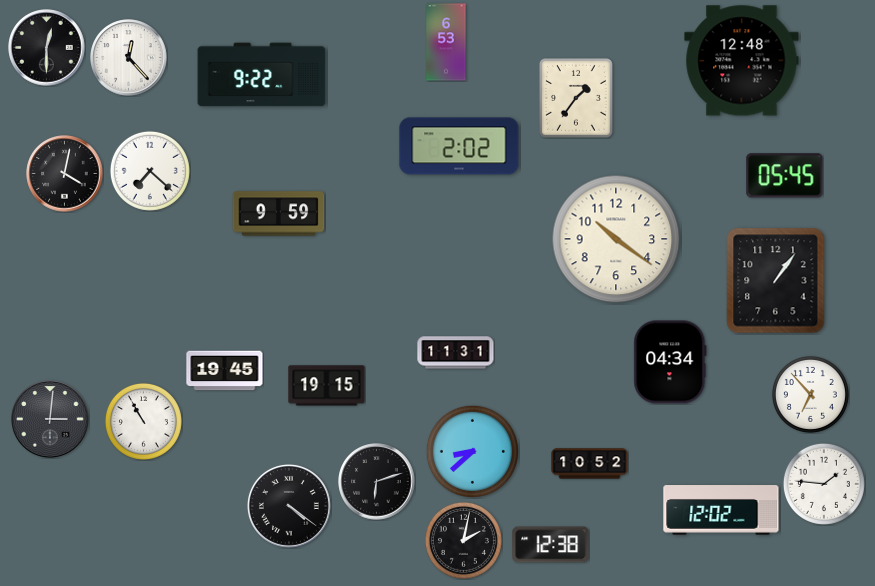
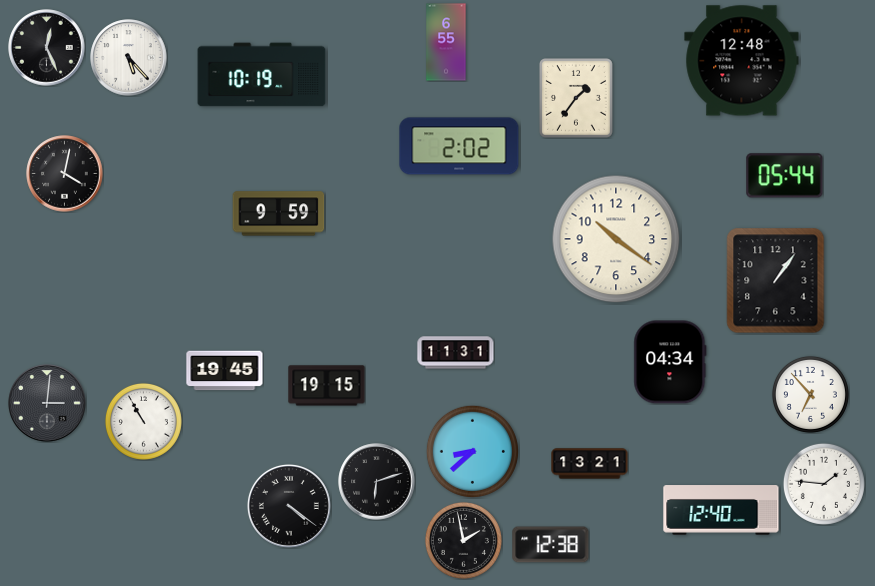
clock at (446, 42): 6:53 -> 6:55
clock at (47, 48): 12:30 -> 12:26
clock at (129, 58): 12:23 -> 5:23
clock at (262, 75): 9:22 -> 10:19
clock at (150, 171): 7:22 -> none
clock at (785, 176): 05:45 -> 05:44
clock at (50, 419) position: (50, 419) -> (47, 403)
clock at (590, 464): 10:52 -> 13:21
clock at (721, 510): 12:02 -> 12:40
clock at (463, 540): 2:02 -> 1:58
